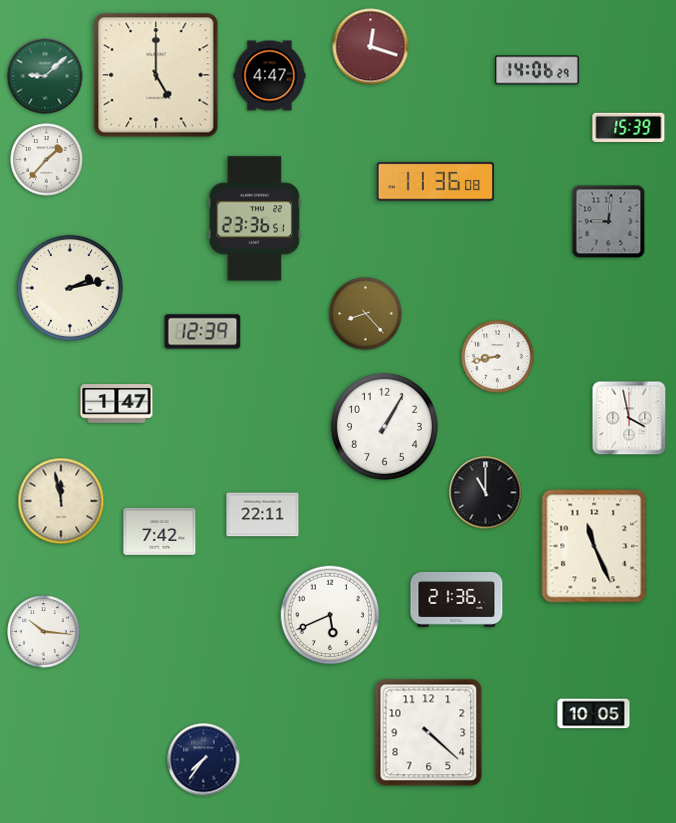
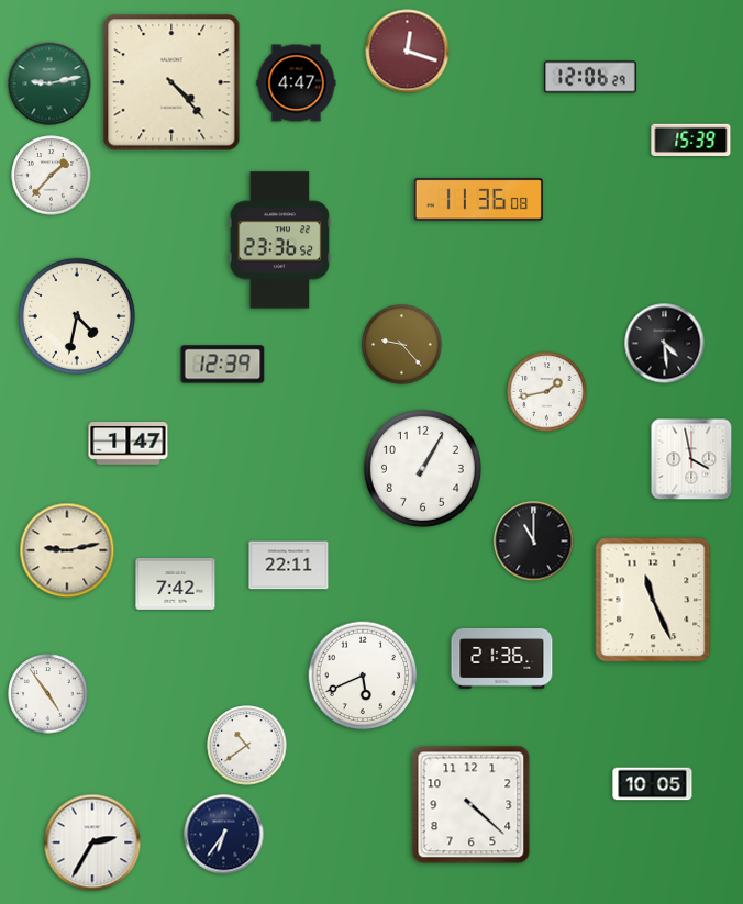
clock at (538, 70): 14:06 -> 12:06
clock at (156, 75): 5:00 -> 4:23
clock at (45, 76): 9:08 -> 9:13
clock at (255, 219): 23:36:51 -> 23:36:52
clock at (609, 222): 9:01 -> none
clock at (70, 288): 2:13 -> 4:32
clock at (665, 344): none -> 4:29
clock at (366, 314): 8:23 -> 9:23
clock at (498, 357): 8:43 -> 1:43
clock at (61, 501): 11:58 -> 9:13
clock at (44, 632): 10:16 -> 4:54
clock at (247, 746): none -> 10:39
clock at (204, 760): 7:36 -> 6:36
clock at (92, 842): none -> 2:35
